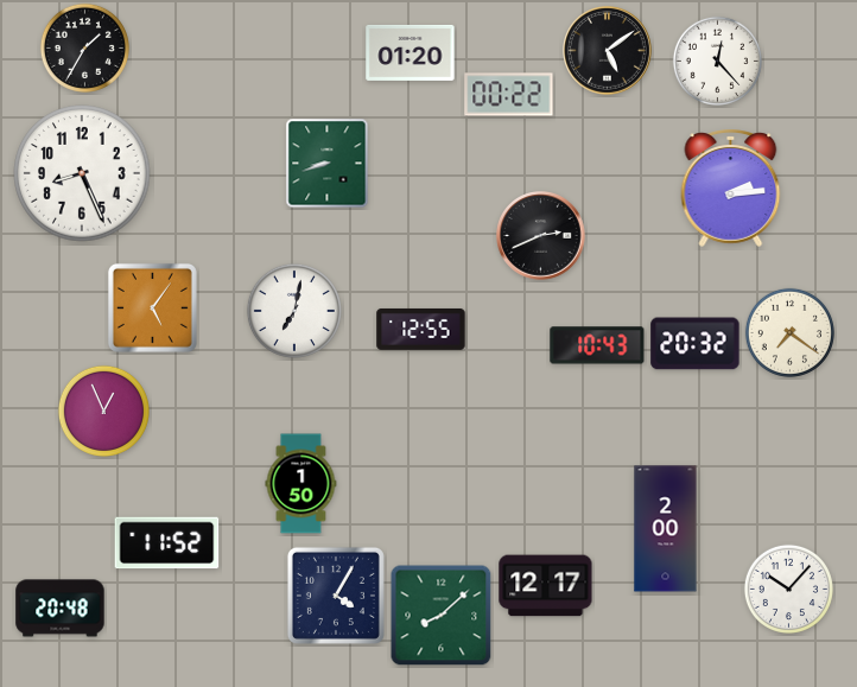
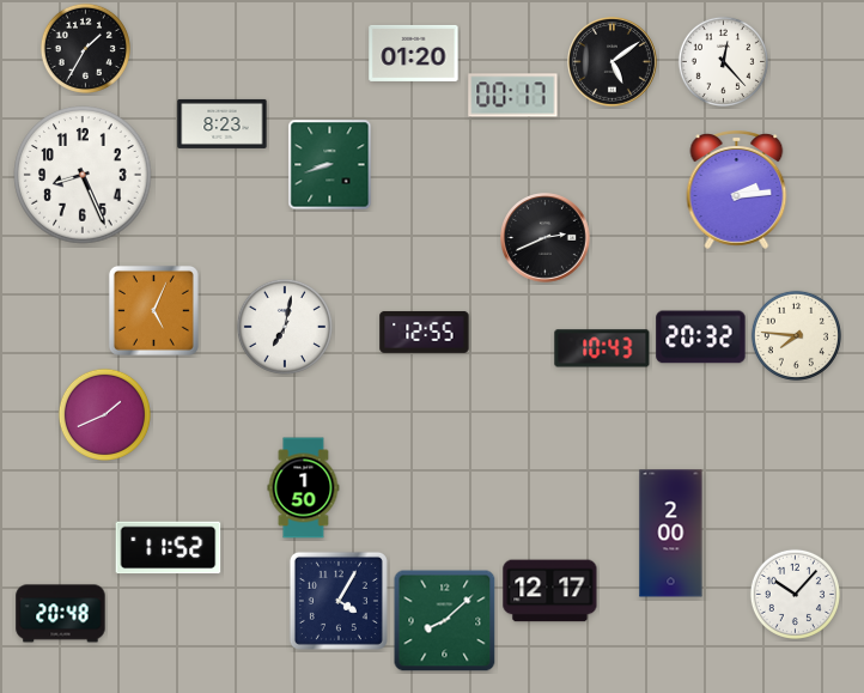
clock at (608, 51) position: (608, 51) -> (613, 62)
clock at (509, 95): 00:22 -> 00:17
clock at (223, 123): none -> 8:23
clock at (152, 307): 5:06 -> 5:04
clock at (294, 311) position: (294, 311) -> (285, 327)
clock at (789, 332): 7:21 -> 7:46
clock at (696, 344) position: (696, 344) -> (701, 338)
clock at (103, 411): 12:56 -> 1:41
